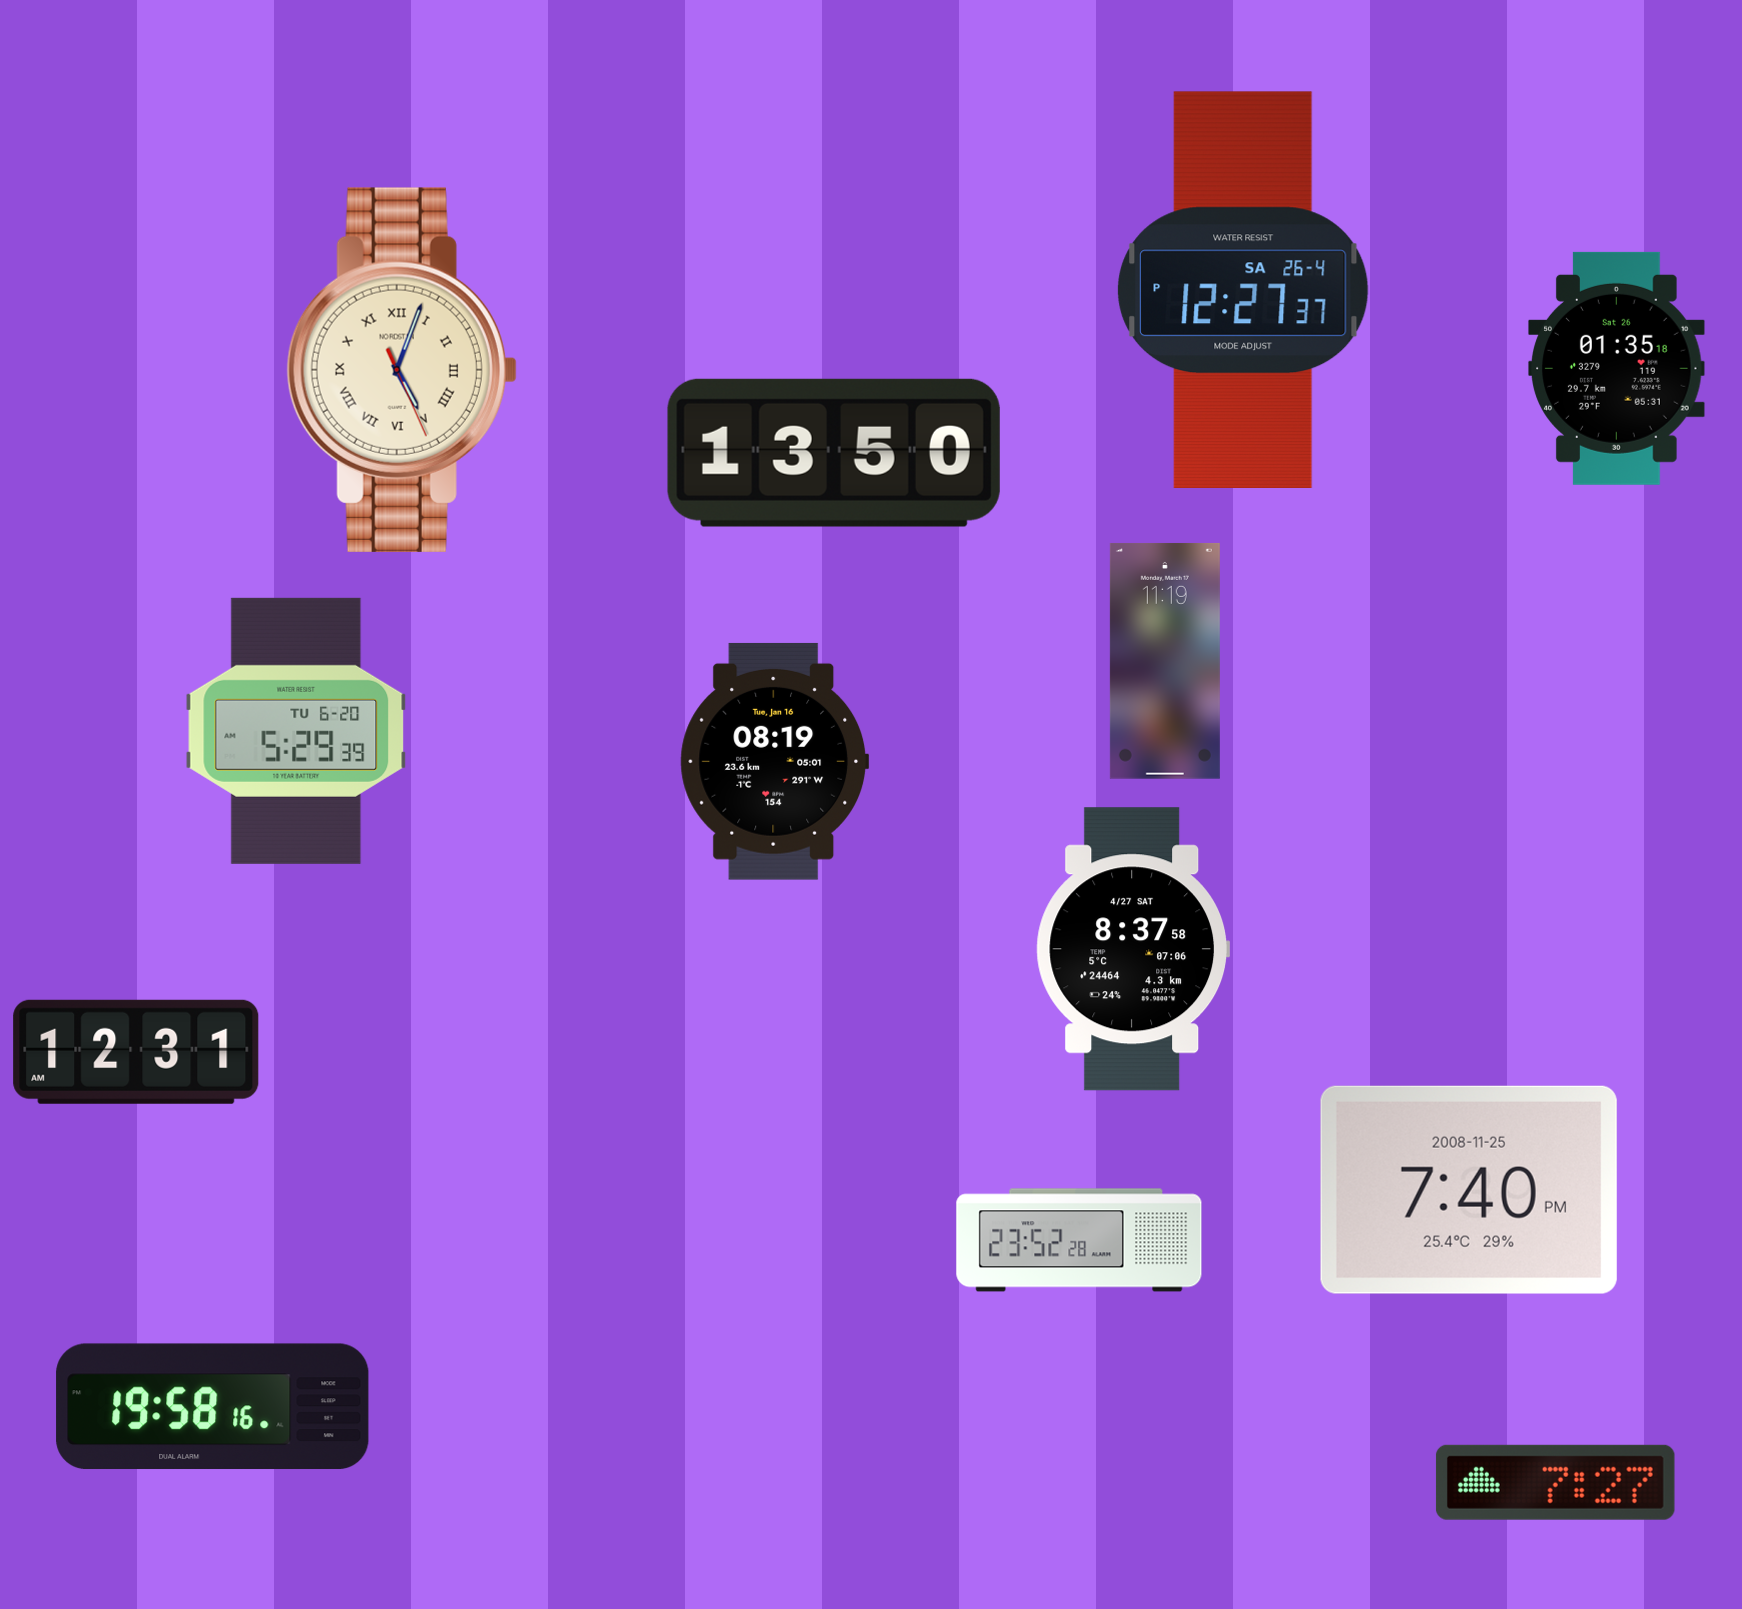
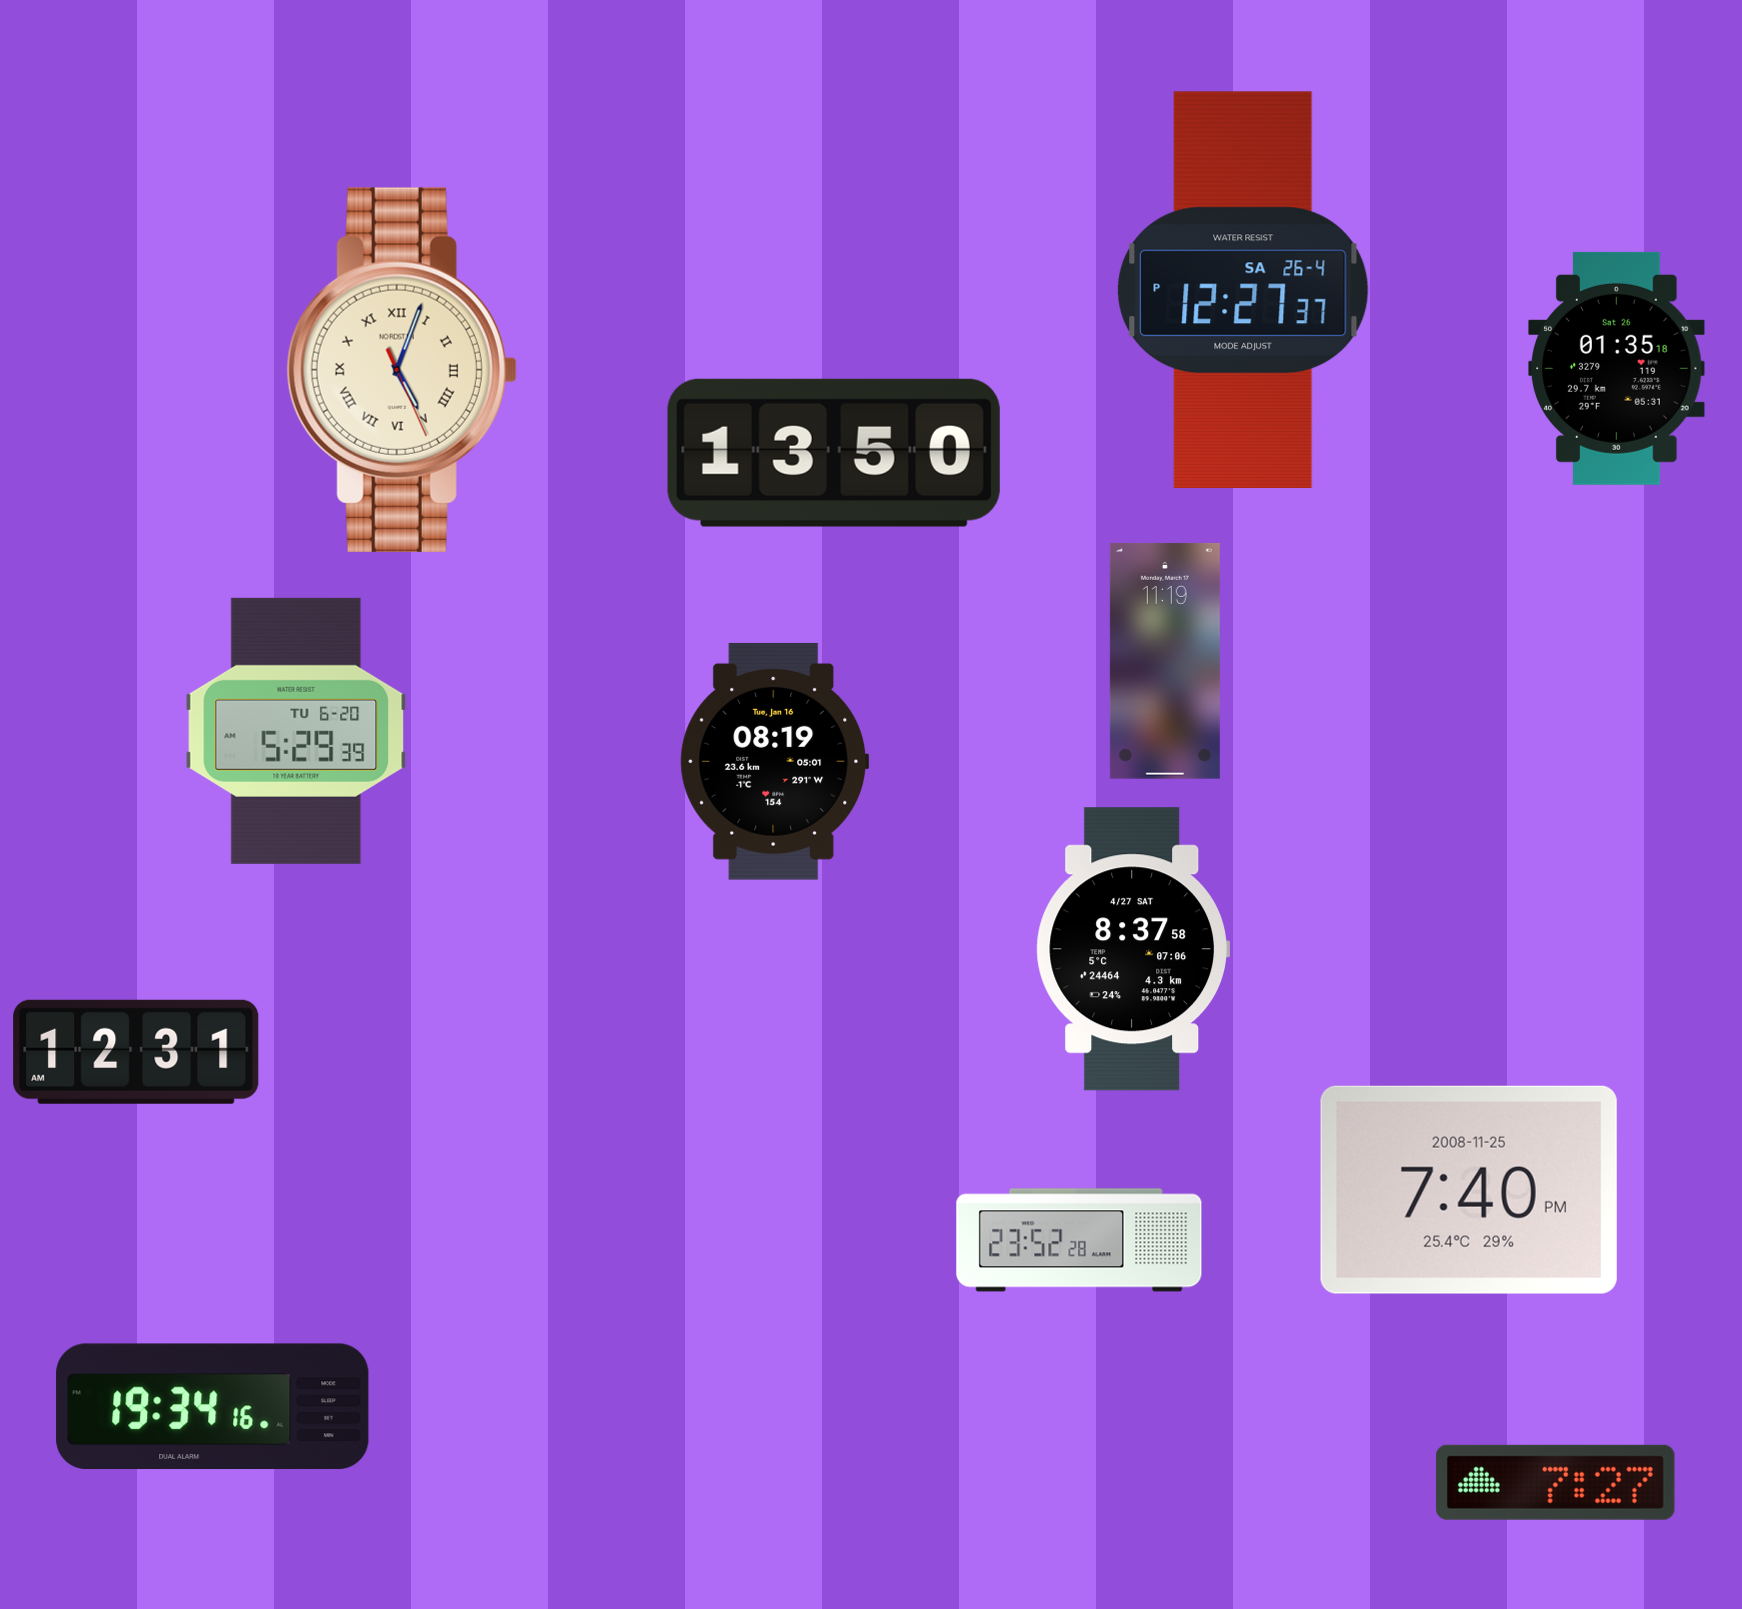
clock at (213, 1407): 19:58 -> 19:34
